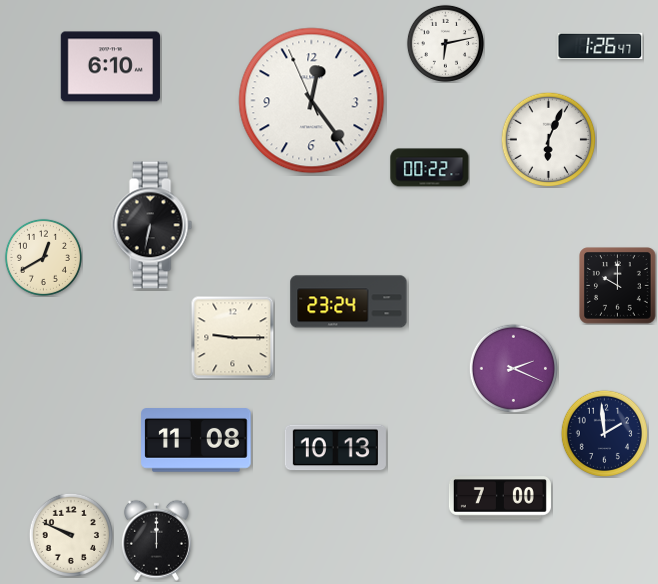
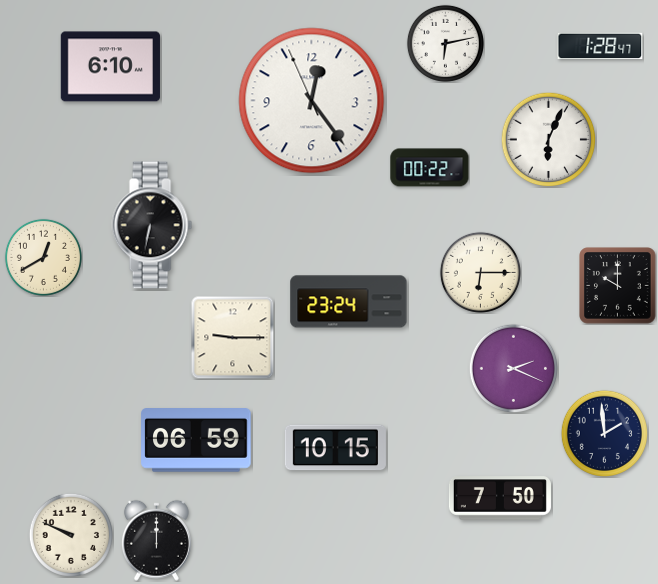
clock at (600, 46): 1:26 -> 1:28
clock at (480, 272): none -> 6:15
clock at (196, 440): 11:08 -> 06:59
clock at (335, 448): 10:13 -> 10:15
clock at (500, 498): 7:00 -> 7:50
